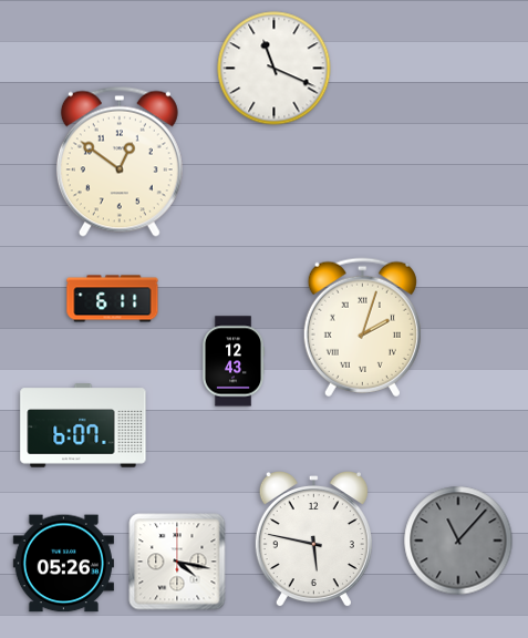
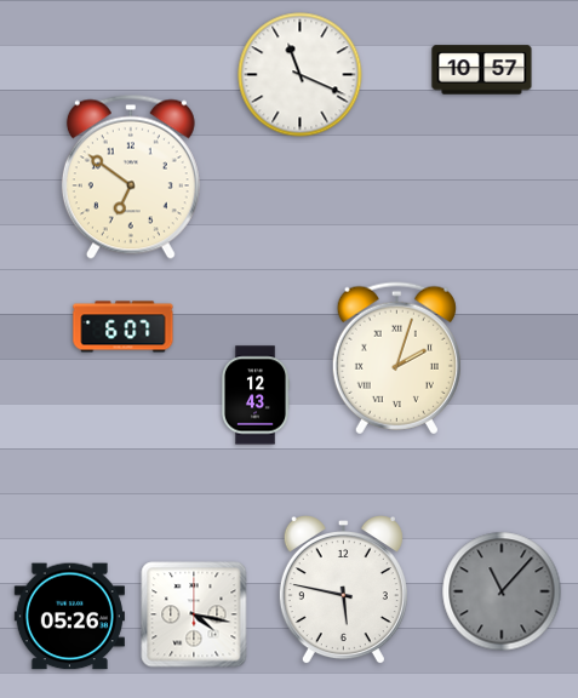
clock at (482, 70): none -> 10:57
clock at (120, 162): 12:51 -> 6:51
clock at (113, 299): 6:11 -> 6:07
clock at (83, 425): 6:07 -> none
